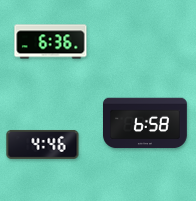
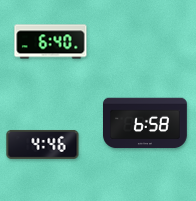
clock at (51, 42): 6:36 -> 6:40
